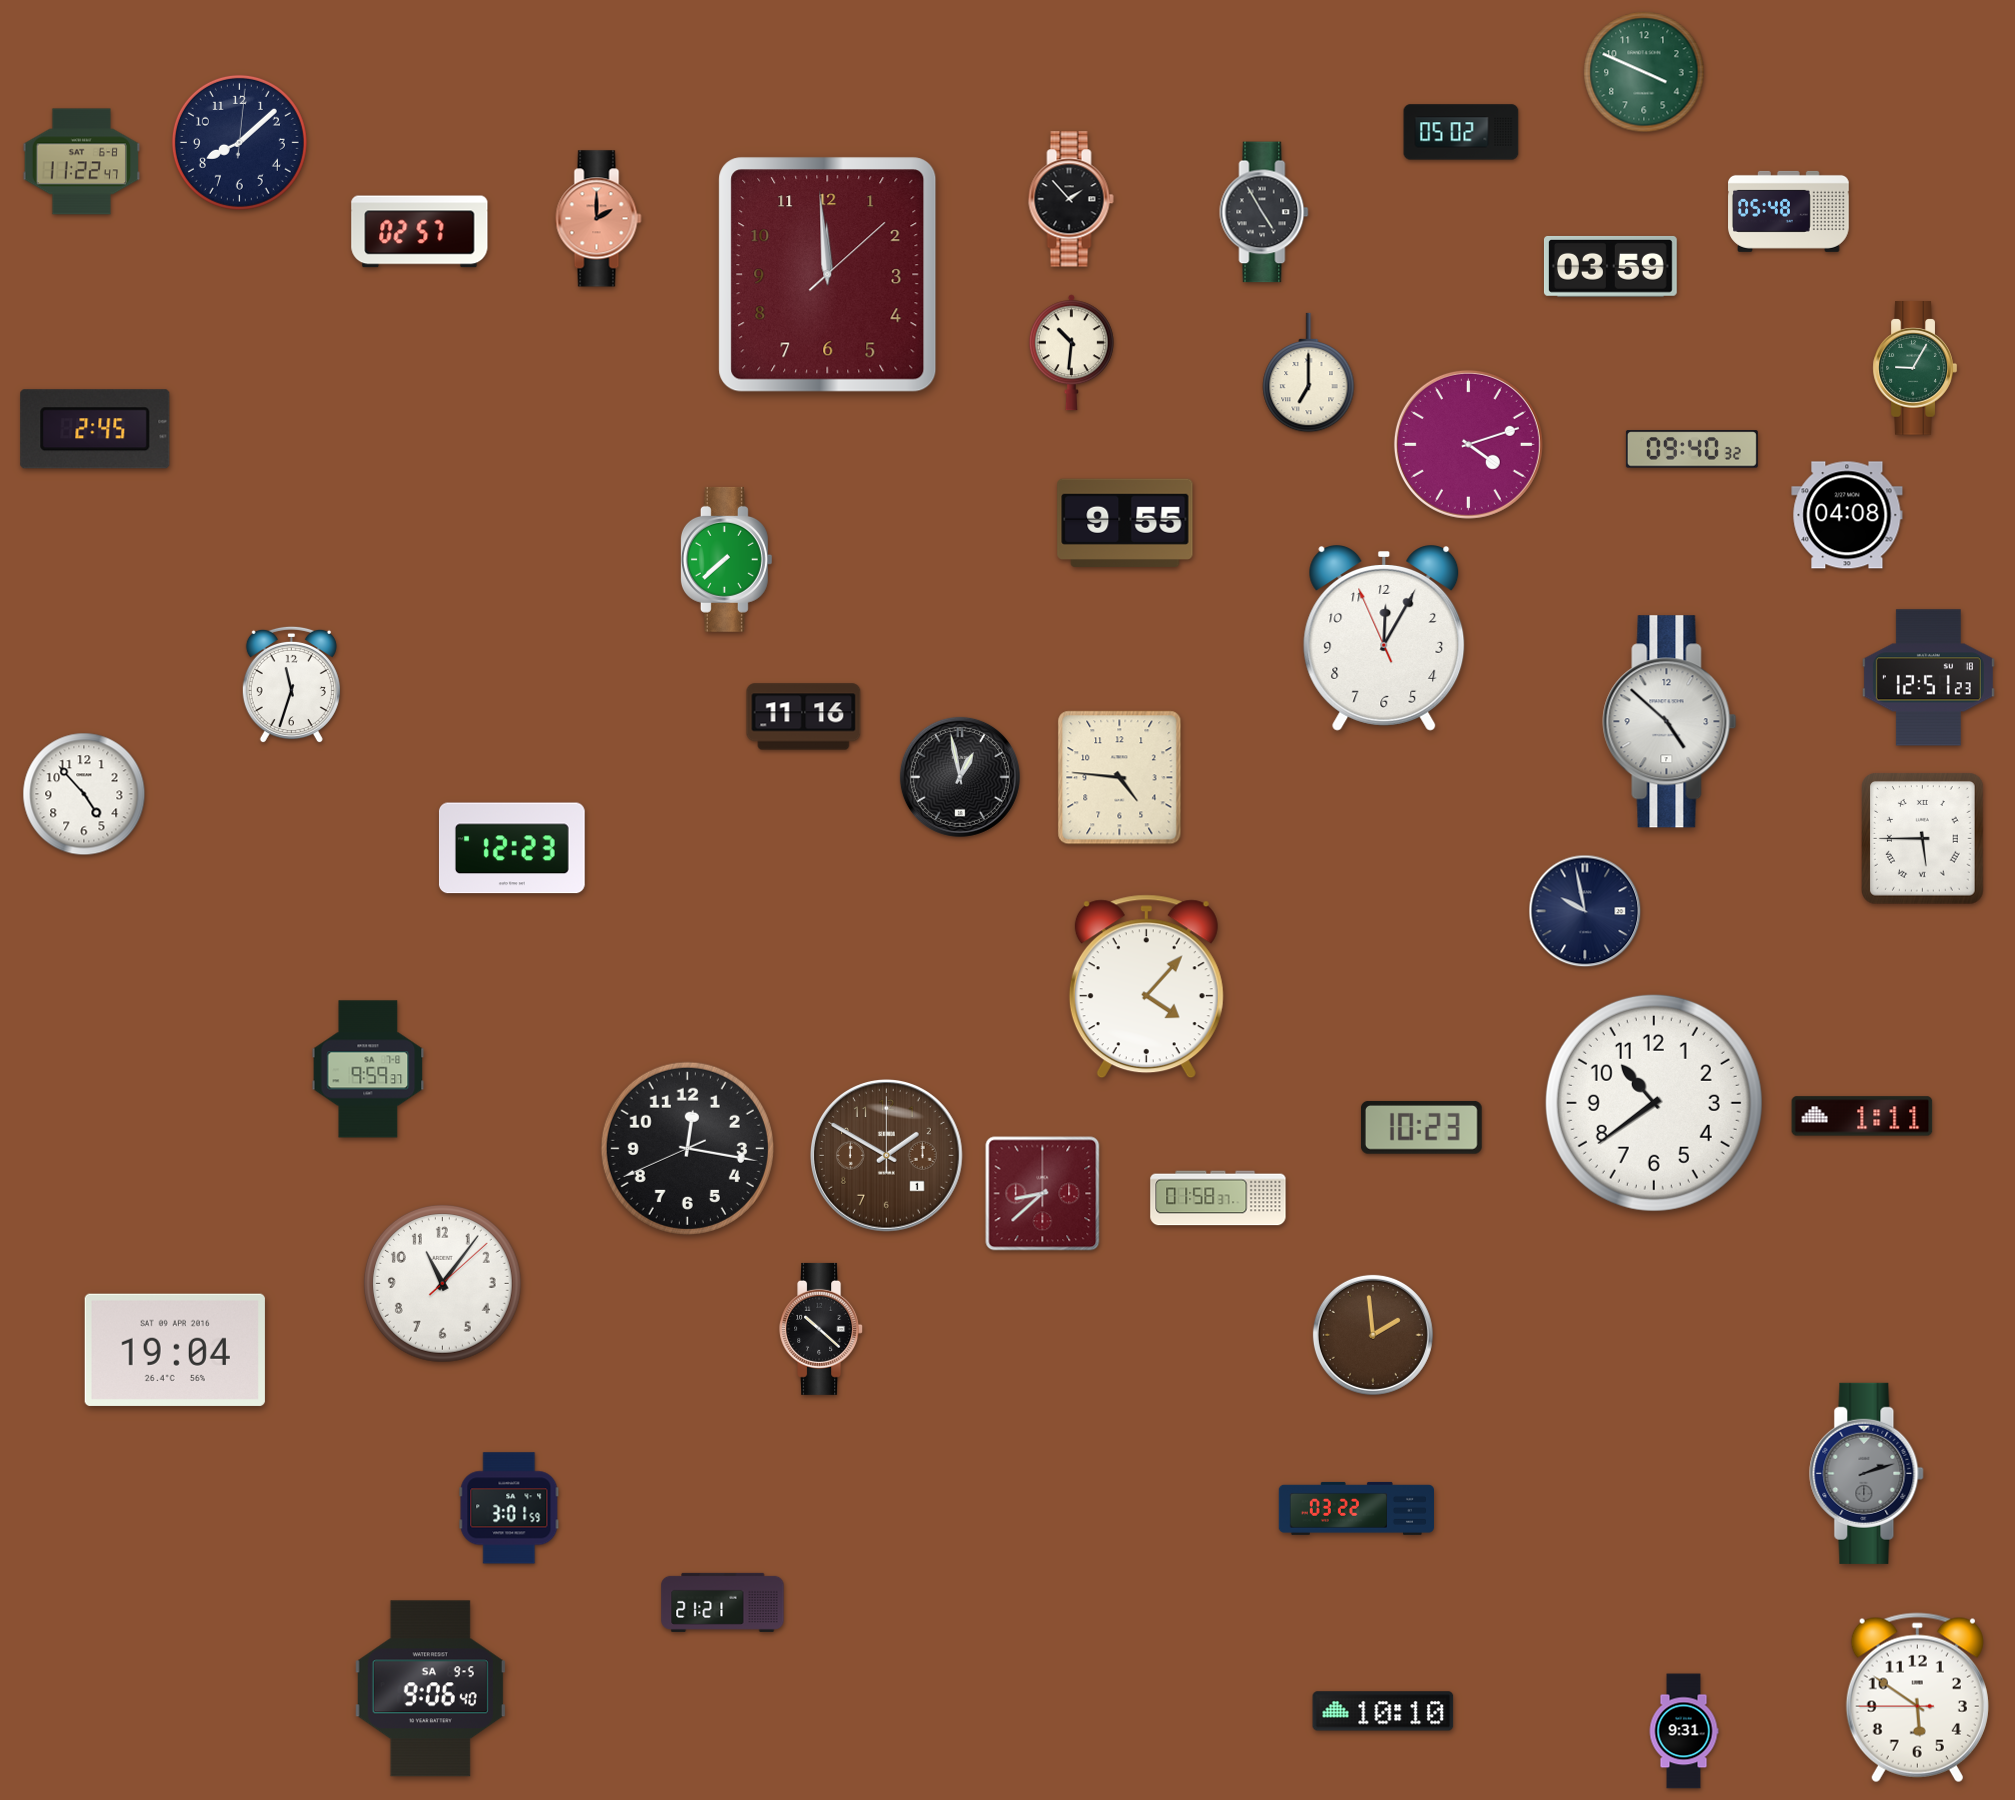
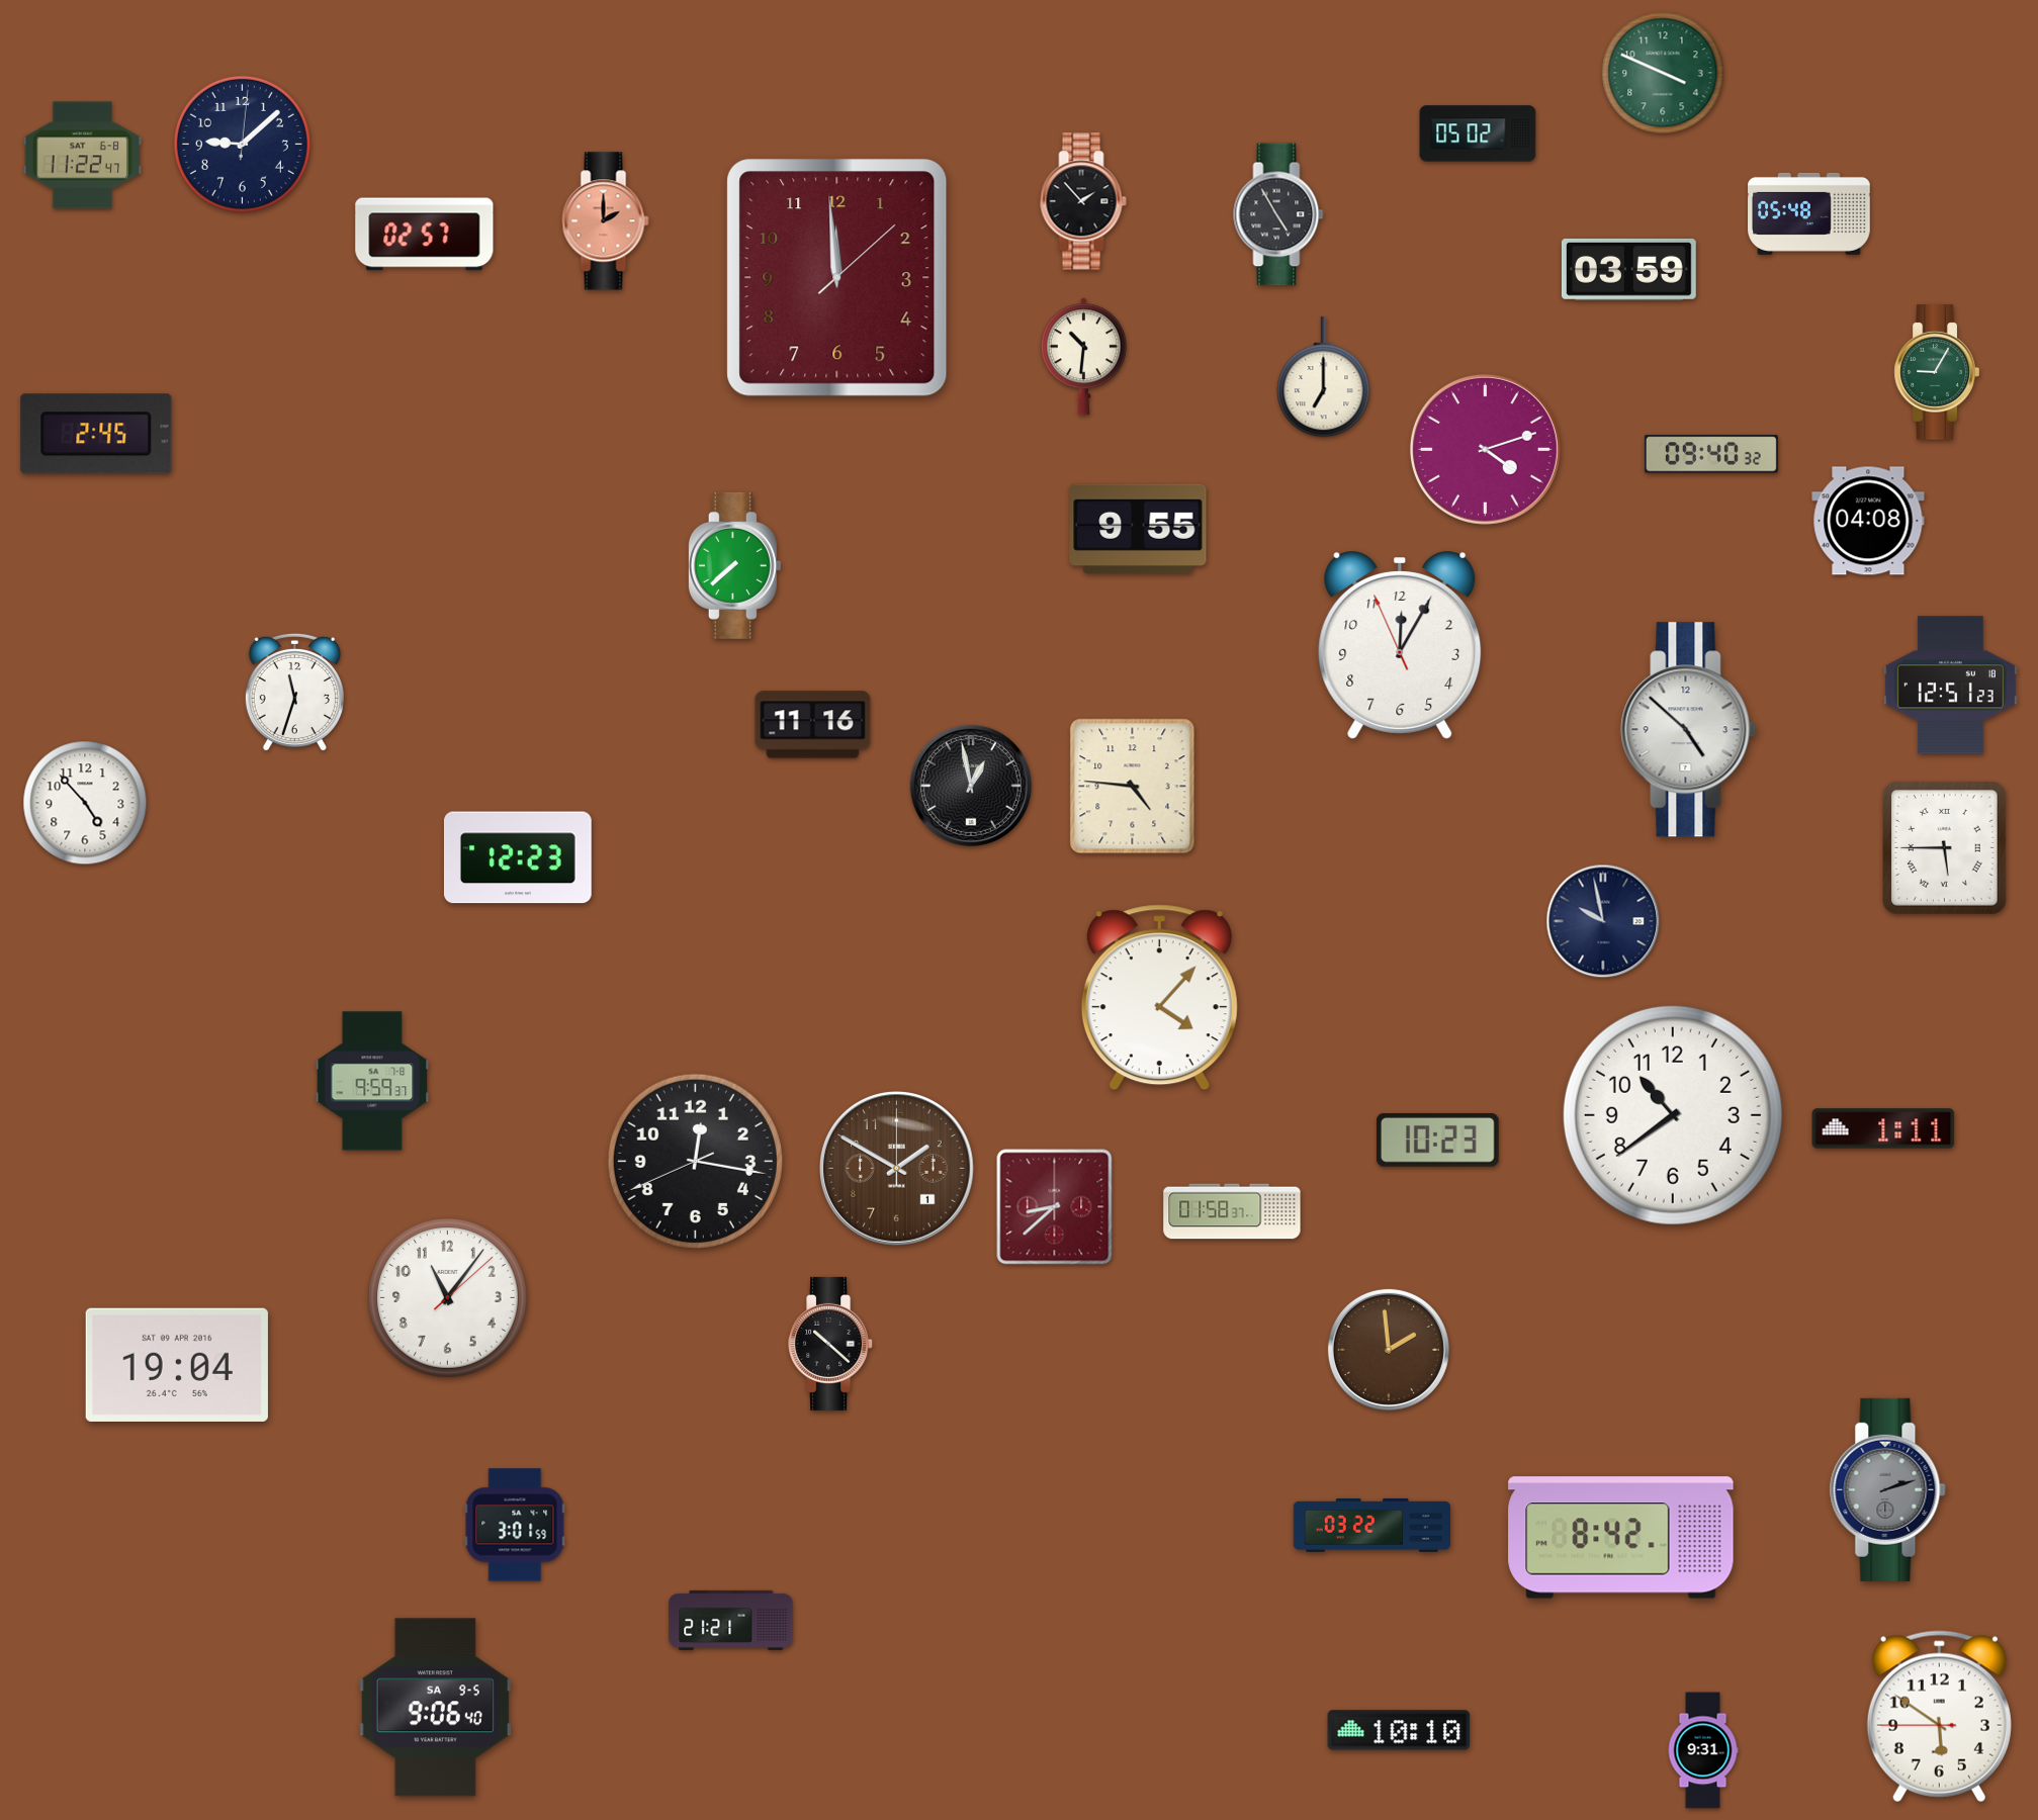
clock at (239, 142): 8:08 -> 9:08
clock at (82, 162) position: (82, 162) -> (83, 156)
clock at (1621, 1538): none -> 8:42
